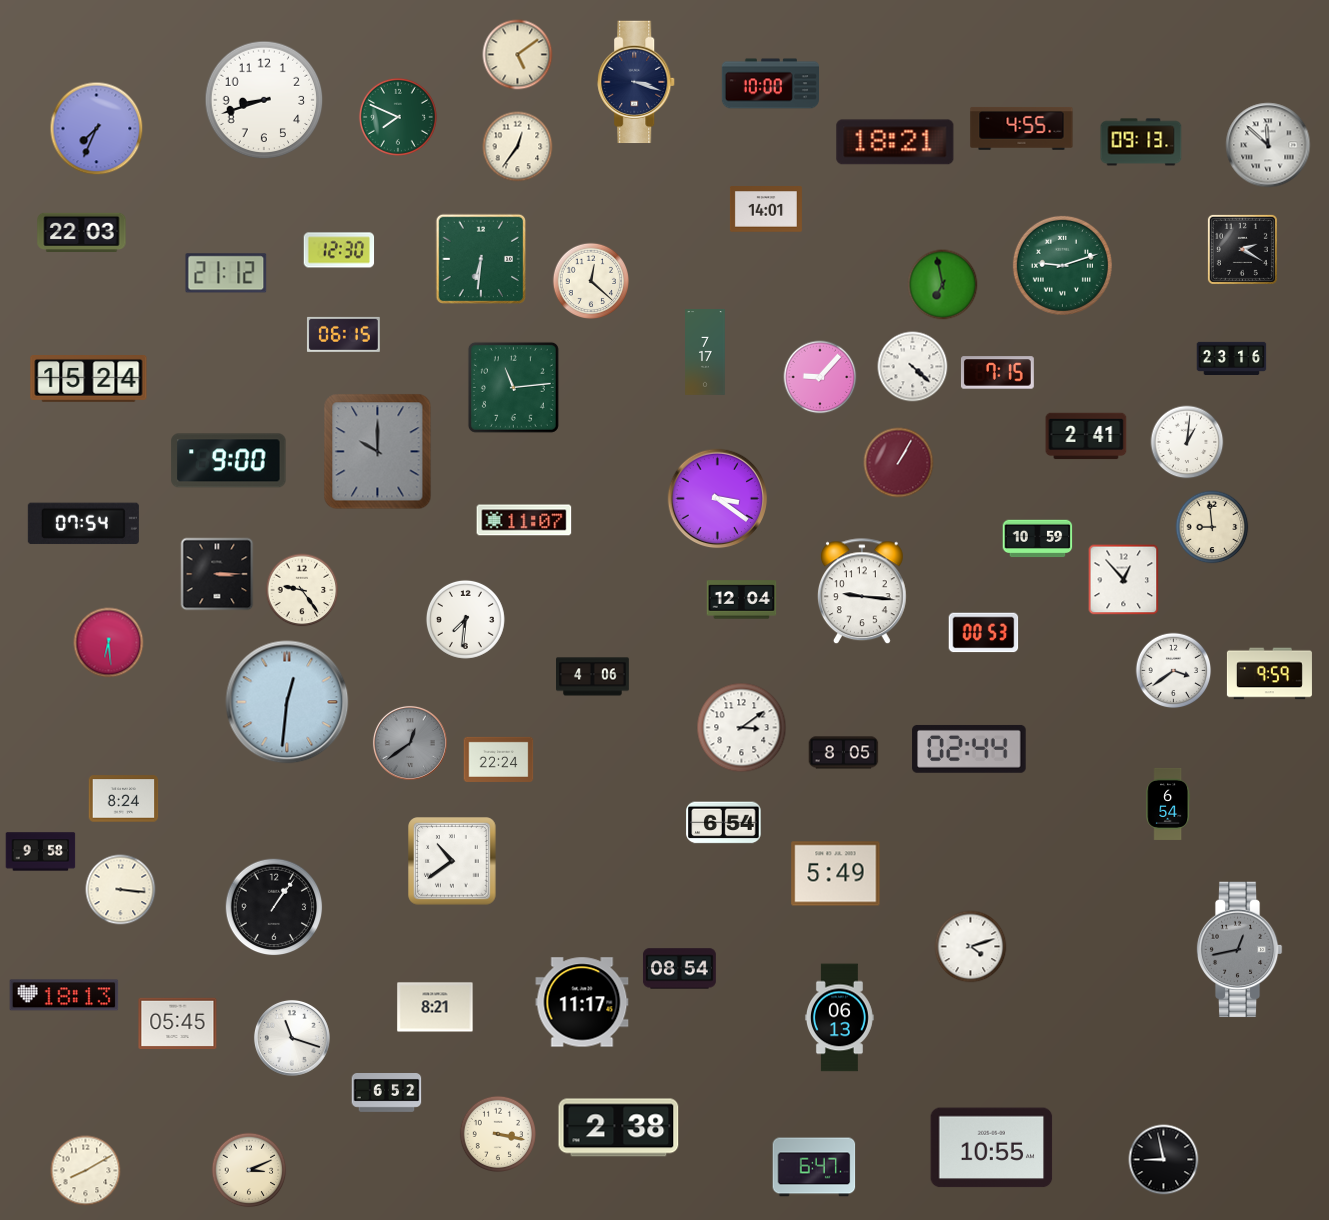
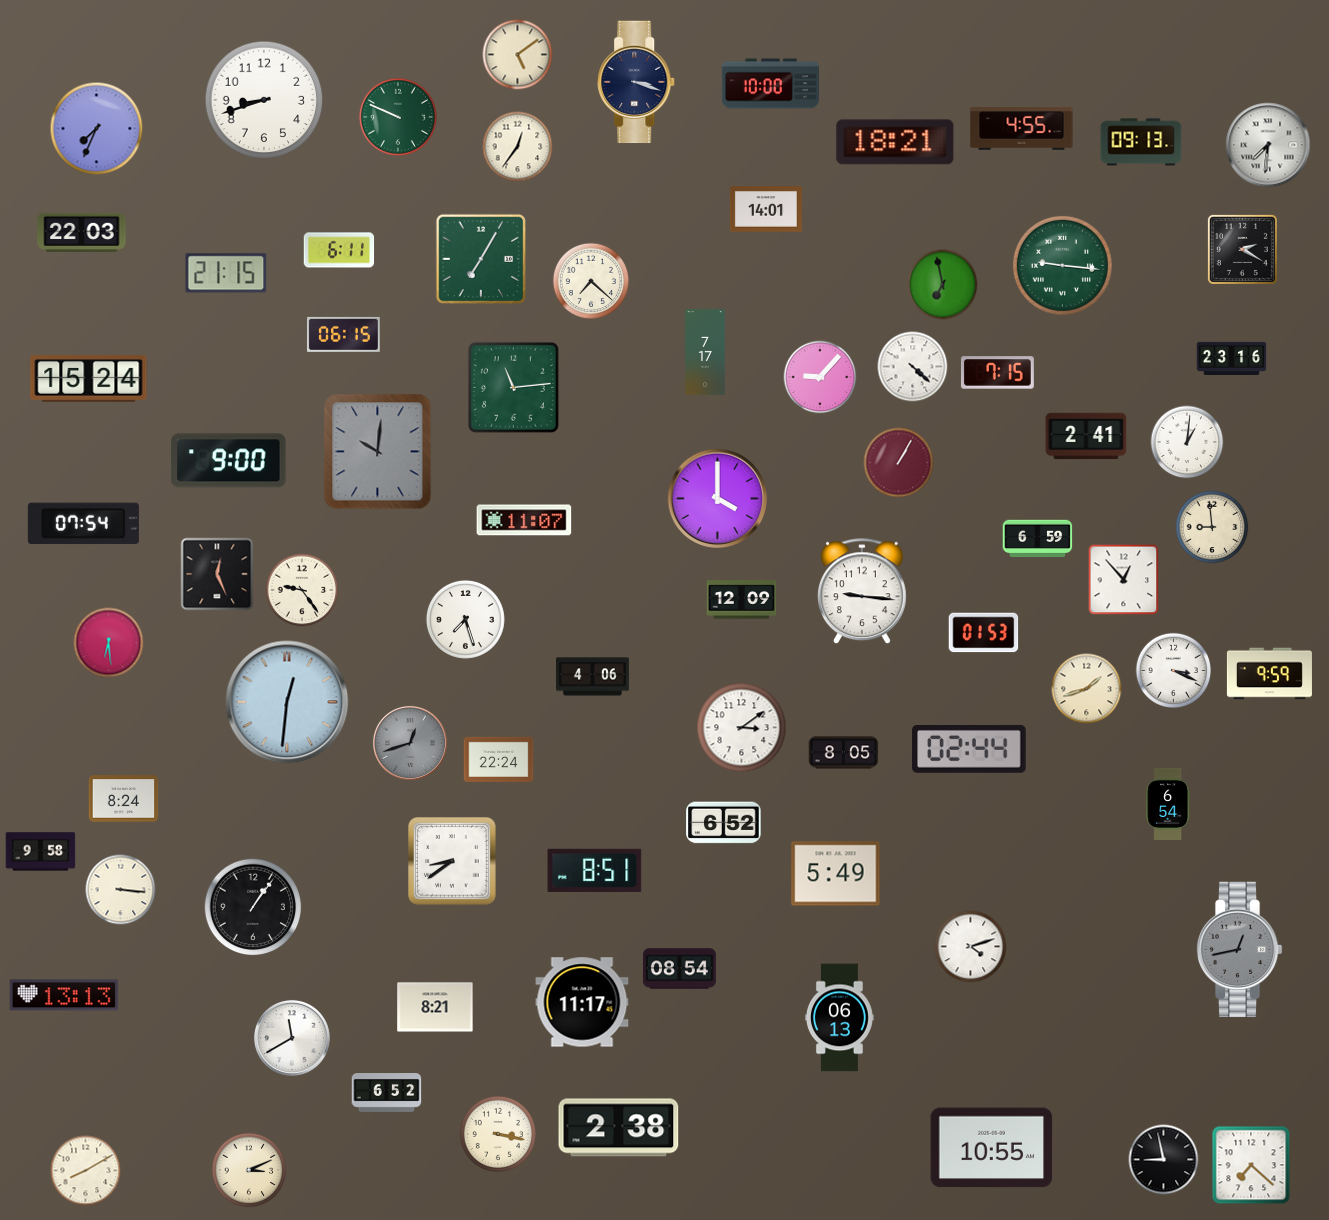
clock at (398, 117): 7:49 -> 9:49
clock at (1268, 145): 11:52 -> 7:31
clock at (339, 250): 12:30 -> 6:11
clock at (480, 258): 6:31 -> 7:05
clock at (1062, 265): 9:12 -> 9:16
clock at (226, 273): 21:12 -> 21:15
clock at (590, 280): 12:22 -> 7:22
clock at (378, 452): 10:00 -> 10:01
clock at (718, 499): 3:21 -> 4:00
clock at (1038, 539): 10:59 -> 6:59
clock at (217, 574): 3:15 -> 12:26
clock at (742, 600): 12:04 -> 12:09
clock at (465, 619): 7:31 -> 7:27
clock at (984, 633): 00:53 -> 01:53
clock at (1174, 671): 3:39 -> 3:19
clock at (1087, 689): none -> 1:42
clock at (410, 743): 12:39 -> 12:42
clock at (724, 823): 6:54 -> 6:52
clock at (452, 861): 10:39 -> 8:39
clock at (595, 870): none -> 8:51
clock at (274, 907) position: (274, 907) -> (253, 907)
clock at (64, 995): 18:13 -> 13:13
clock at (178, 1024): 05:45 -> none
clock at (292, 1038): 11:18 -> 11:40
clock at (1251, 1165): none -> 7:22
clock at (814, 1167): 6:47 -> none
